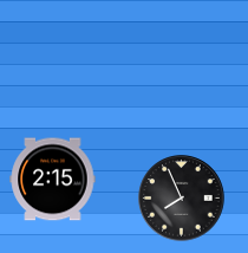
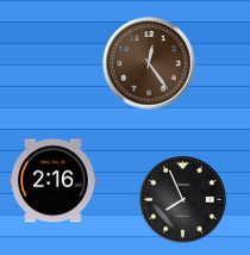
clock at (149, 63): none -> 12:24
clock at (53, 180): 2:15 -> 2:16
